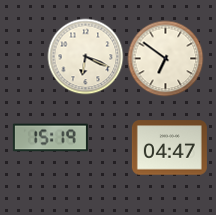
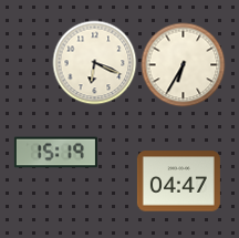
clock at (166, 59): 6:51 -> 6:35
clock at (169, 148) position: (169, 148) -> (178, 182)
